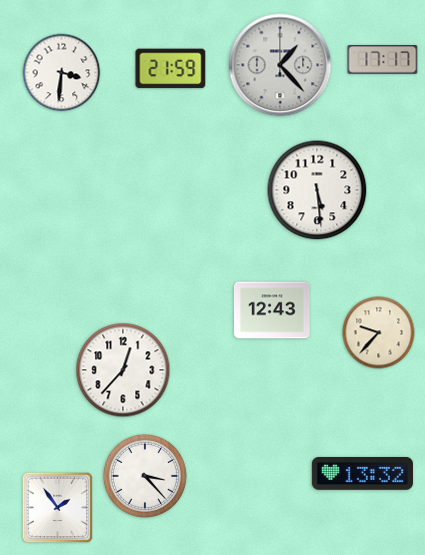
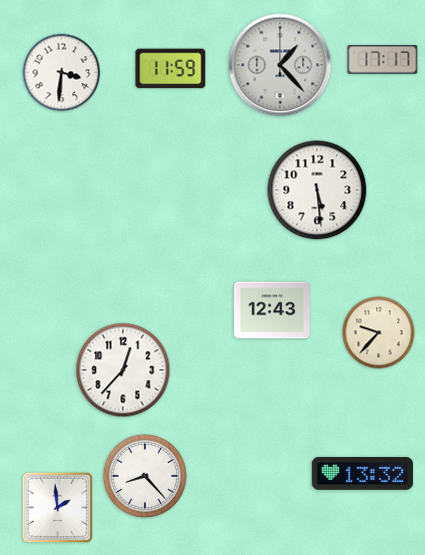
clock at (171, 69): 21:59 -> 11:59
clock at (145, 476): 3:23 -> 8:23
clock at (58, 508): 1:54 -> 1:59
